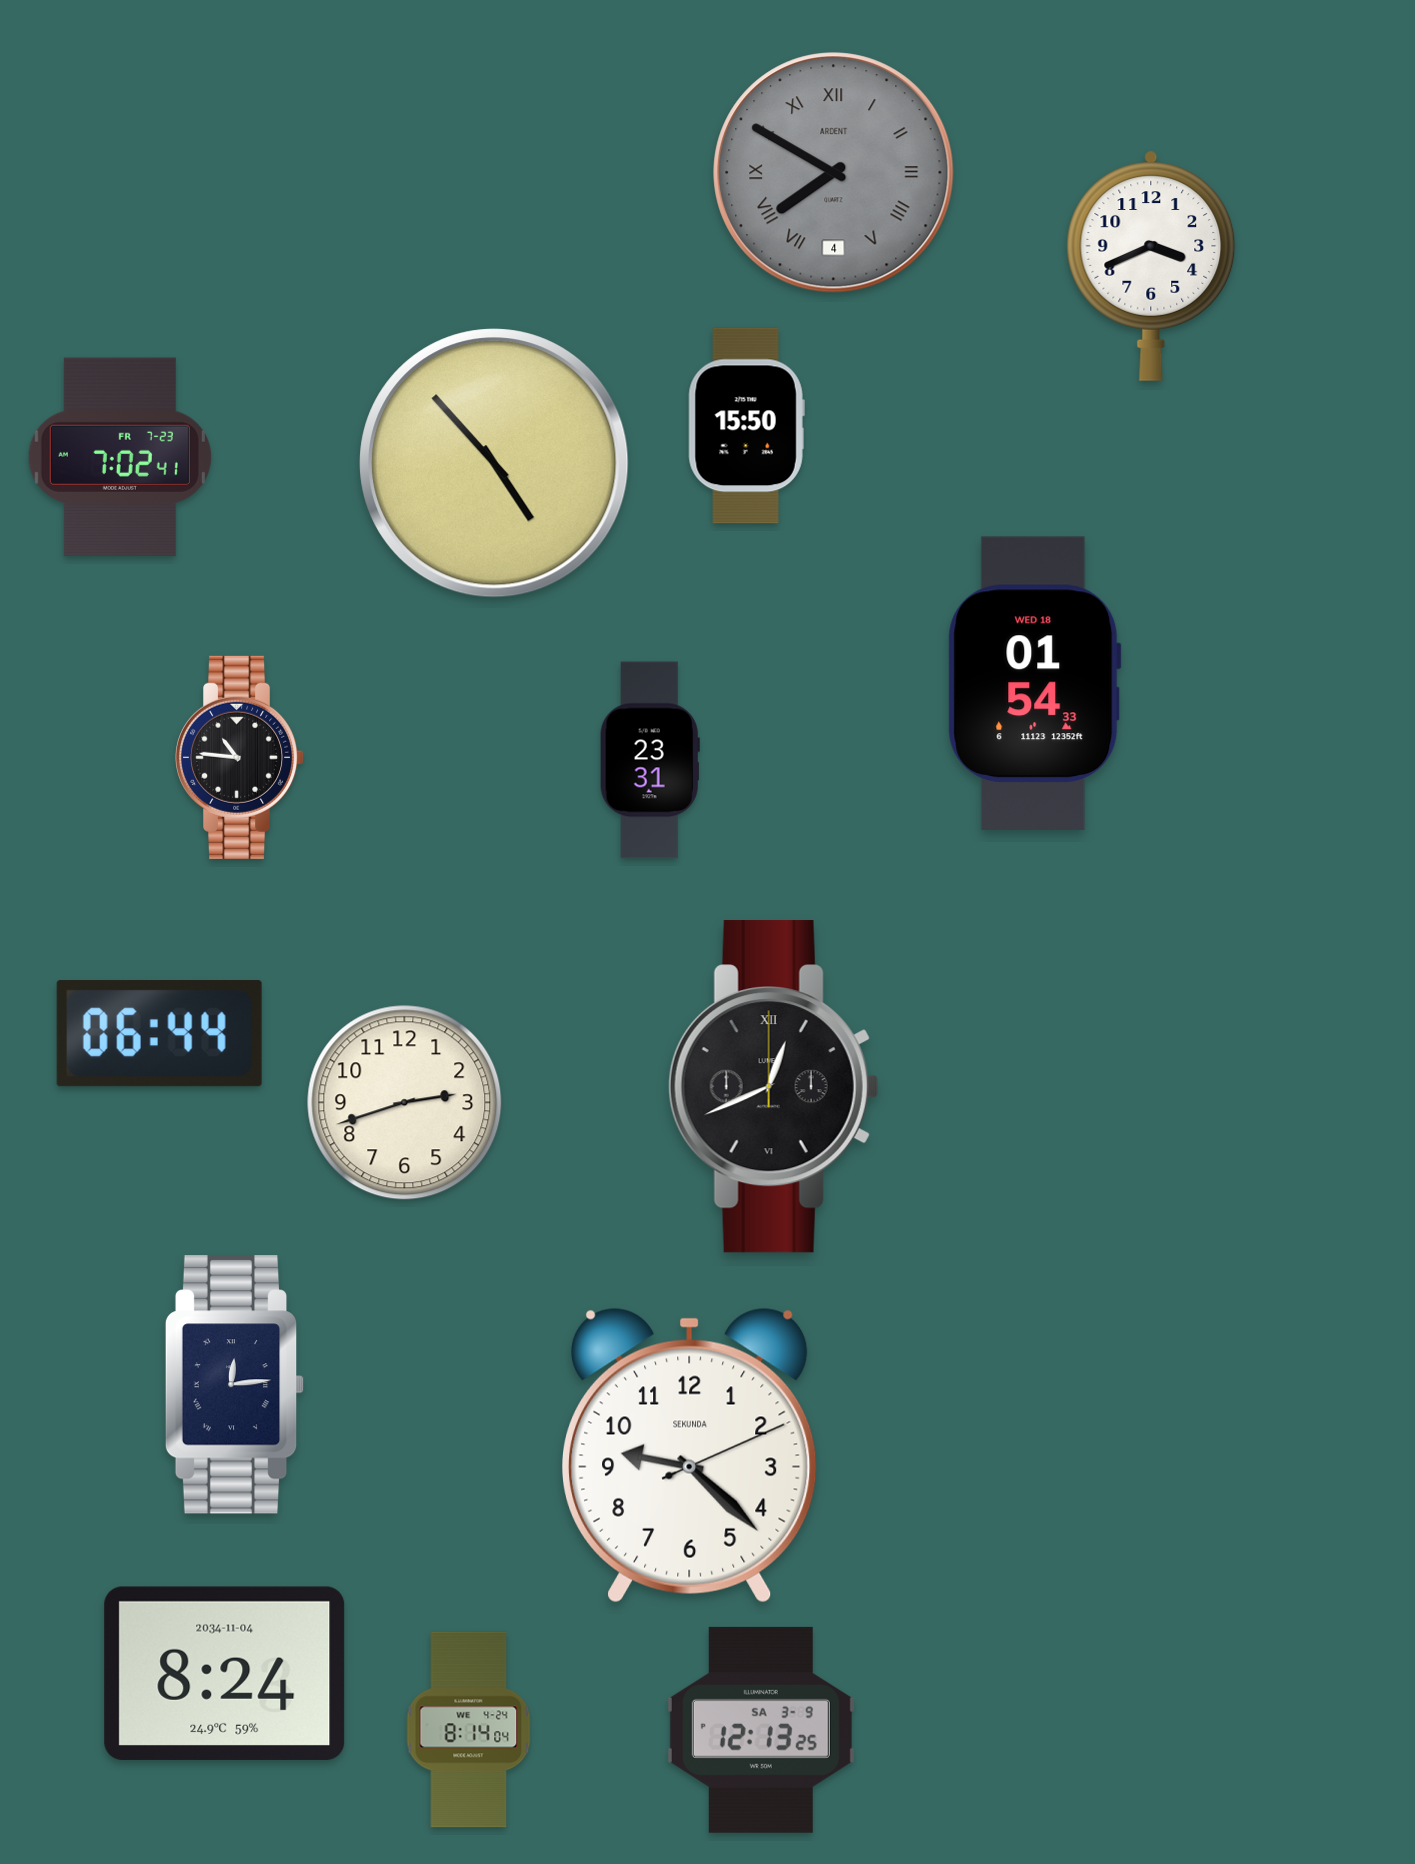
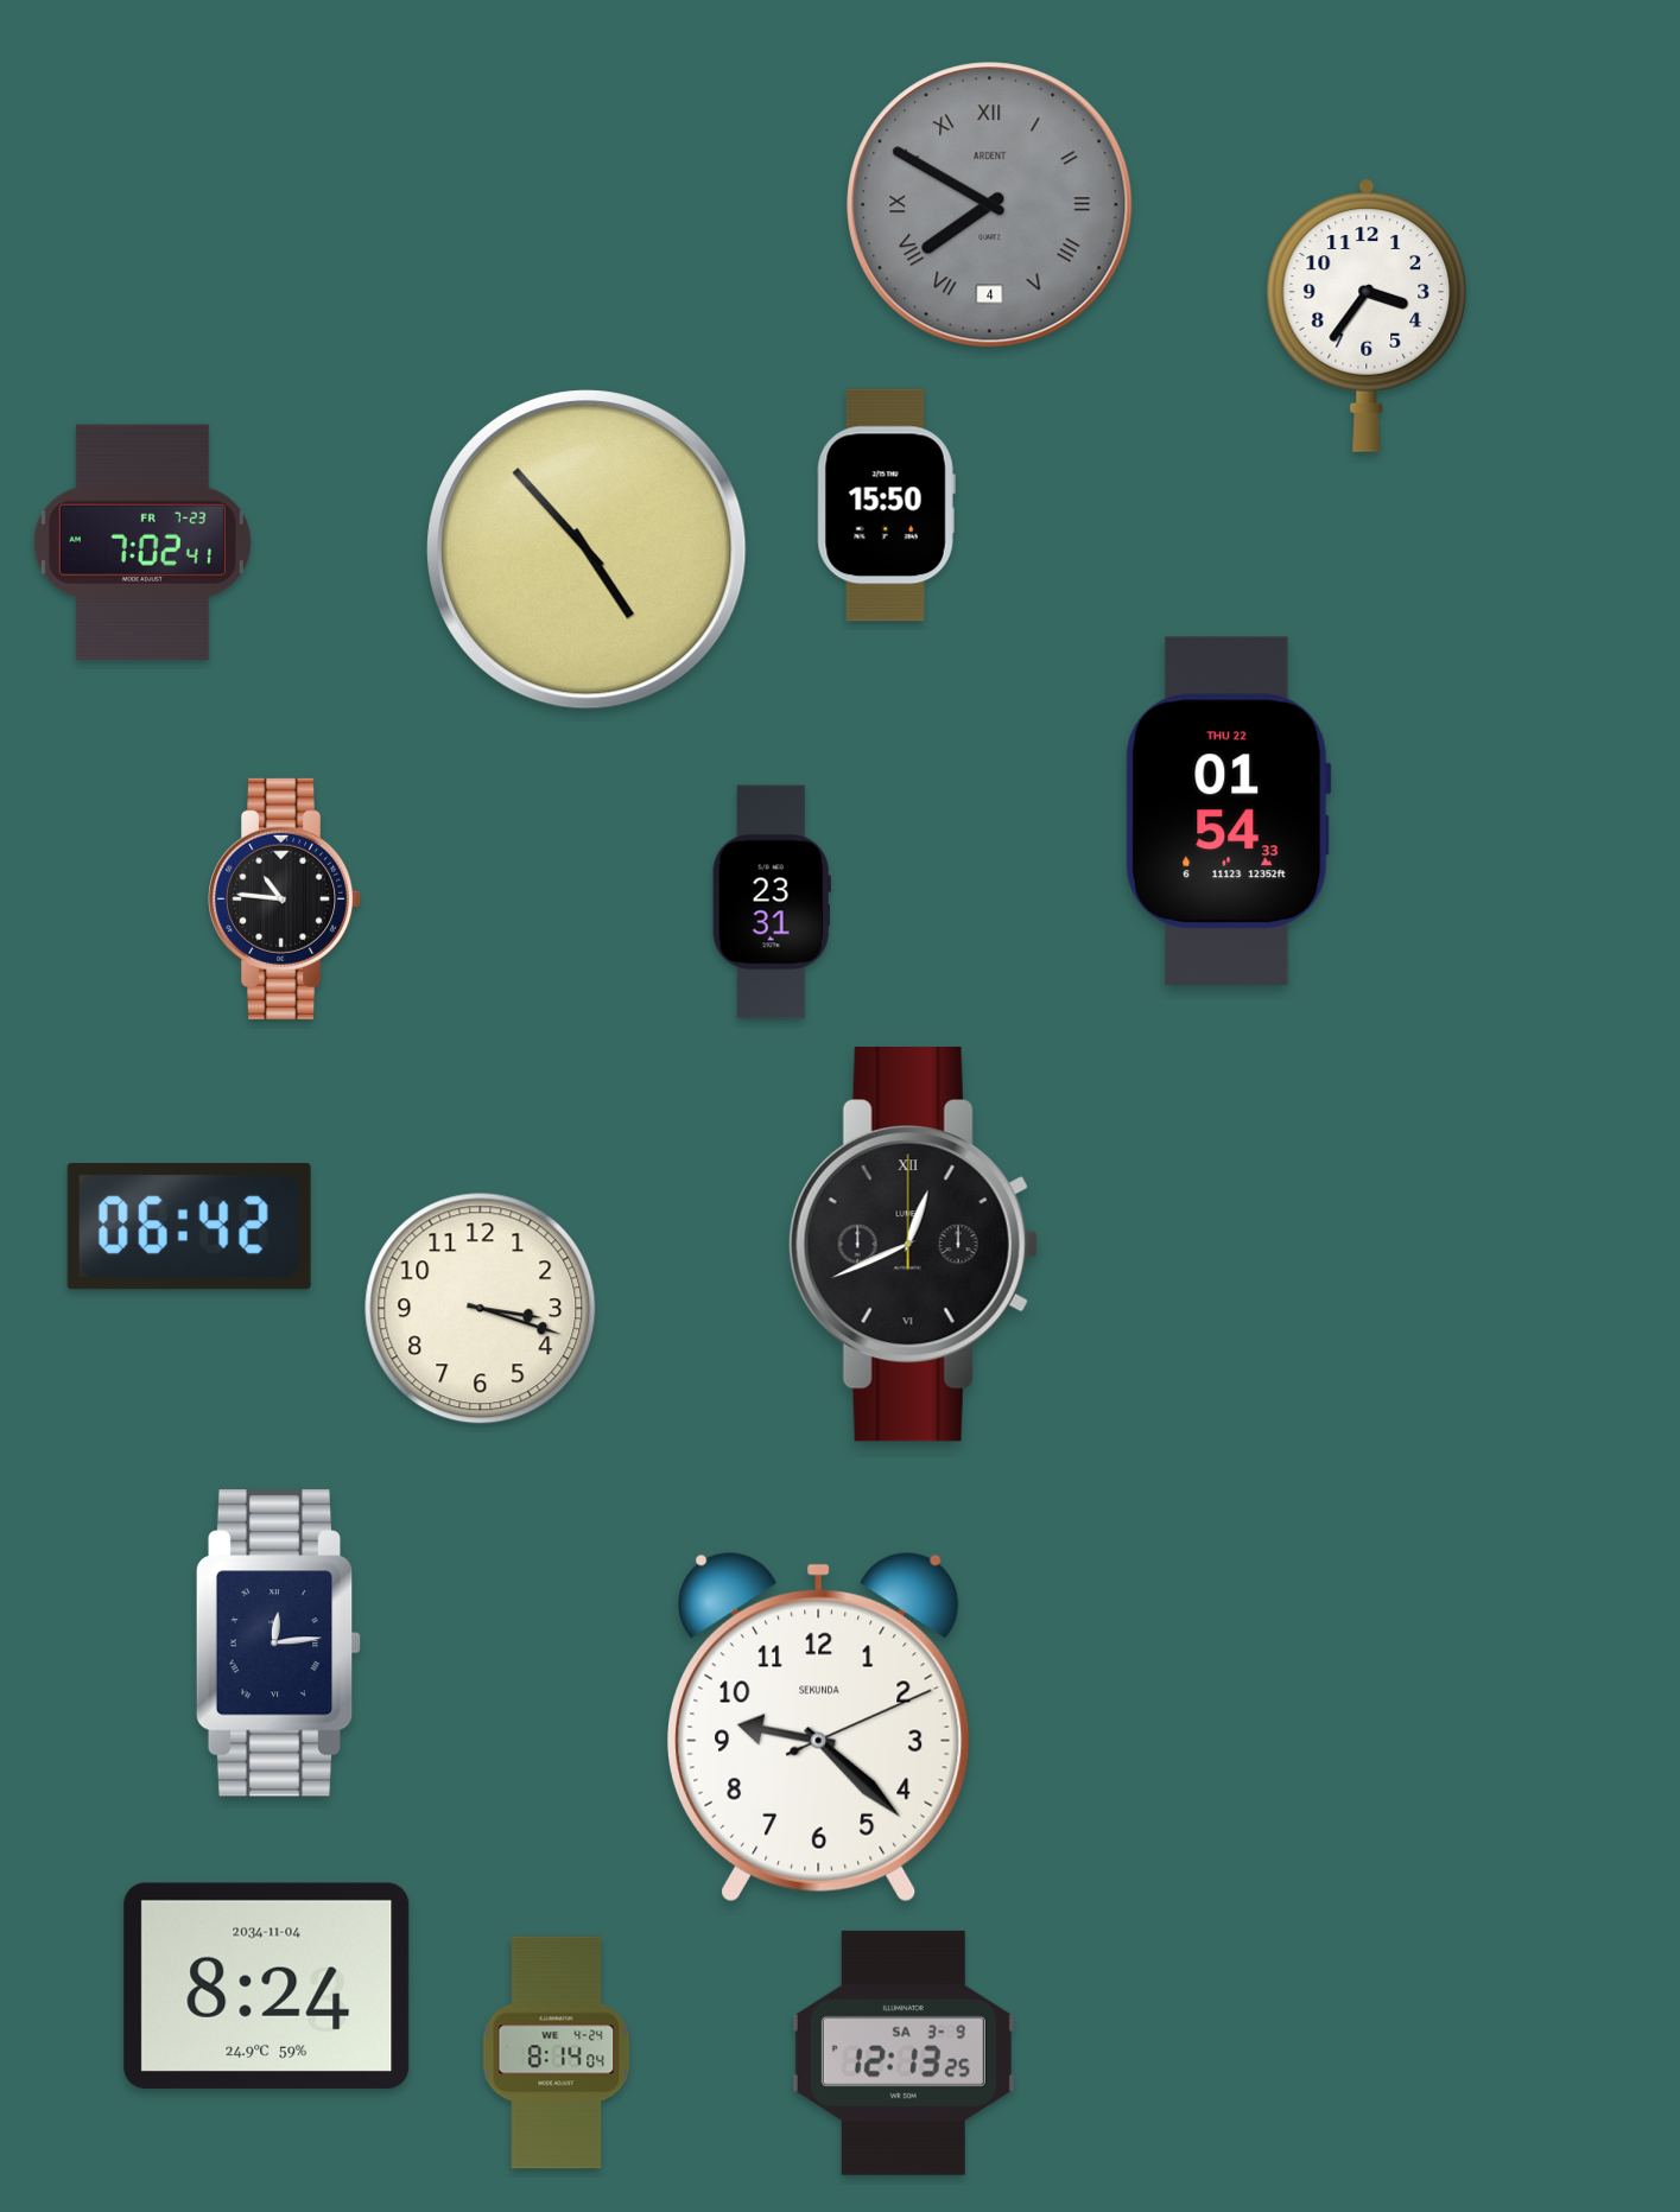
clock at (1151, 266): 3:41 -> 3:36
clock at (1034, 683) date: WED 18 -> THU 22
clock at (159, 1034): 06:44 -> 06:42
clock at (773, 1087) position: (773, 1087) -> (913, 1245)
clock at (405, 1103): 2:42 -> 3:18
